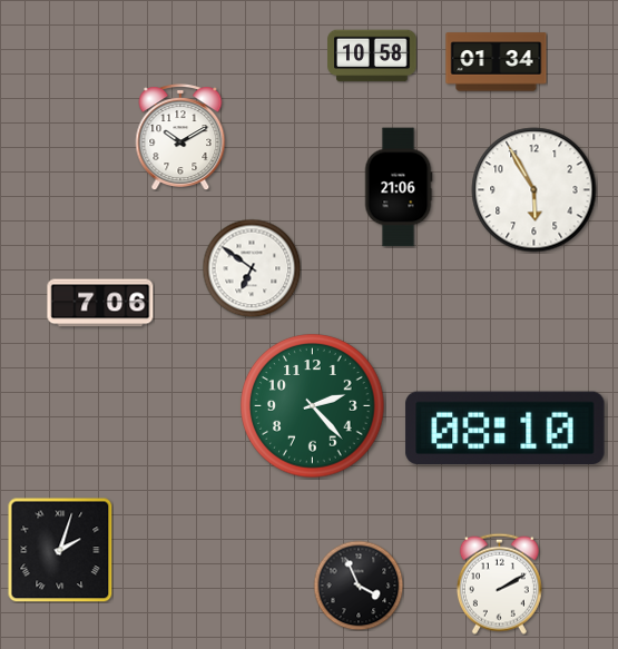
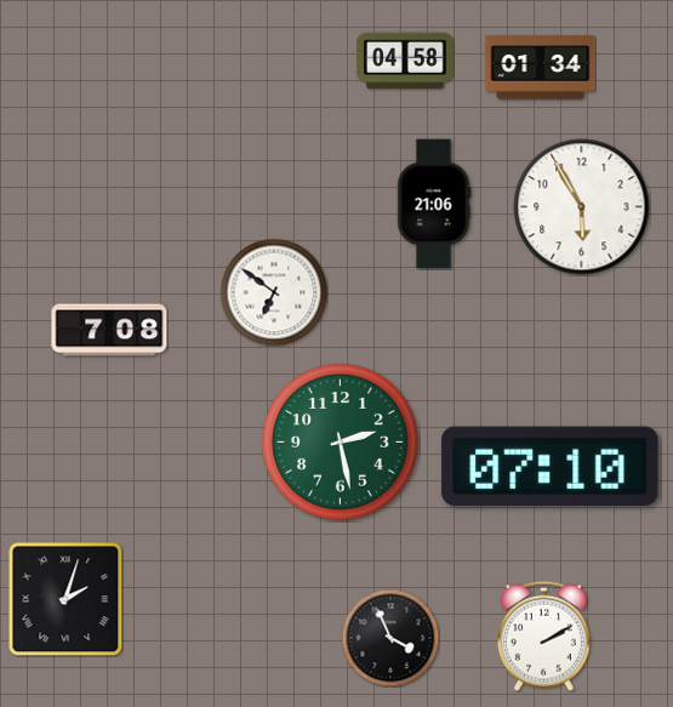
clock at (372, 56): 10:58 -> 04:58
clock at (180, 137): 10:10 -> none
clock at (100, 303): 7:06 -> 7:08
clock at (313, 406): 2:23 -> 2:28
clock at (506, 429): 08:10 -> 07:10
